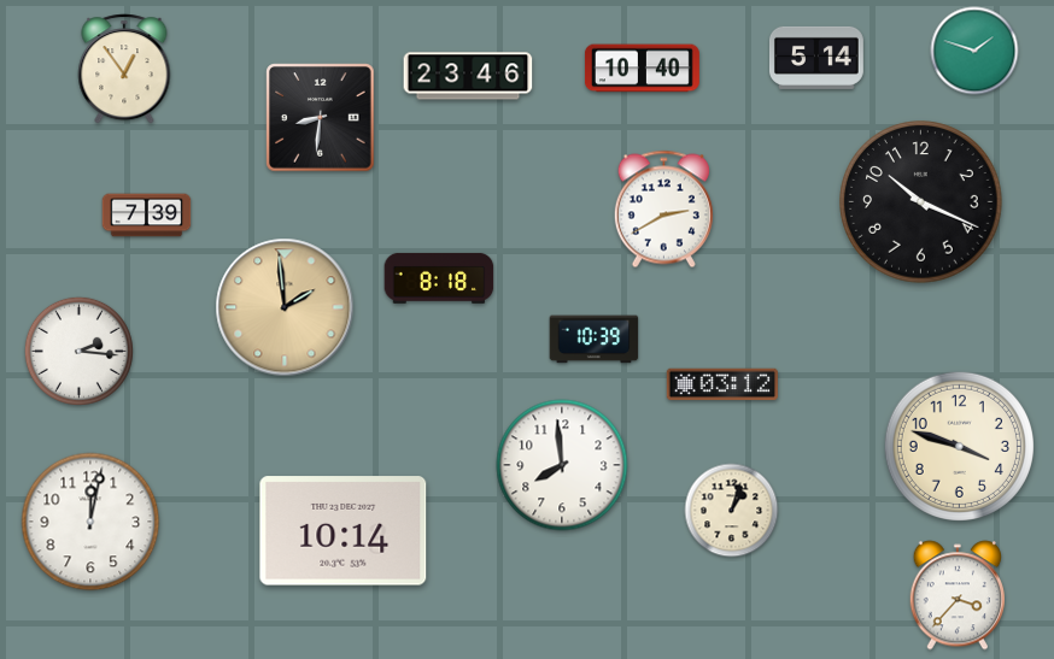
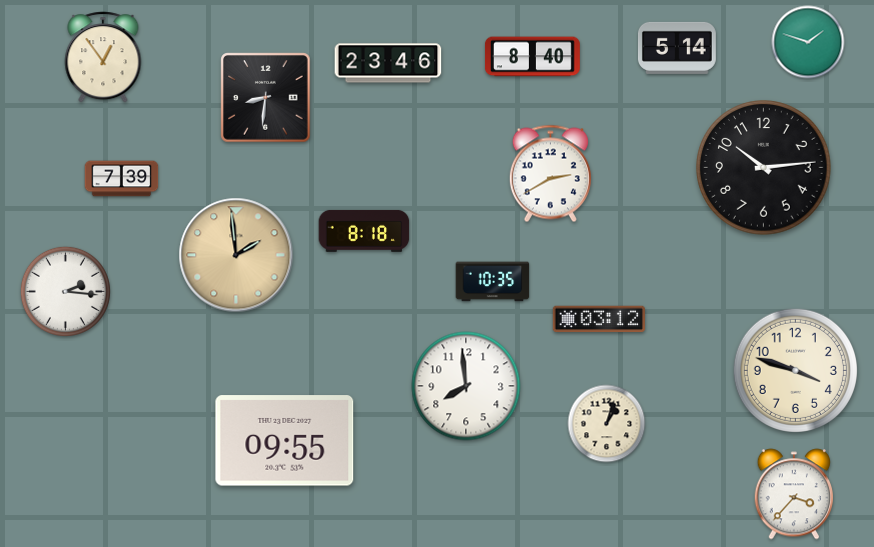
clock at (642, 69): 10:40 -> 8:40
clock at (921, 202): 10:19 -> 10:14
clock at (595, 340): 10:39 -> 10:35
clock at (90, 522): 12:02 -> none
clock at (344, 531): 10:14 -> 09:55
